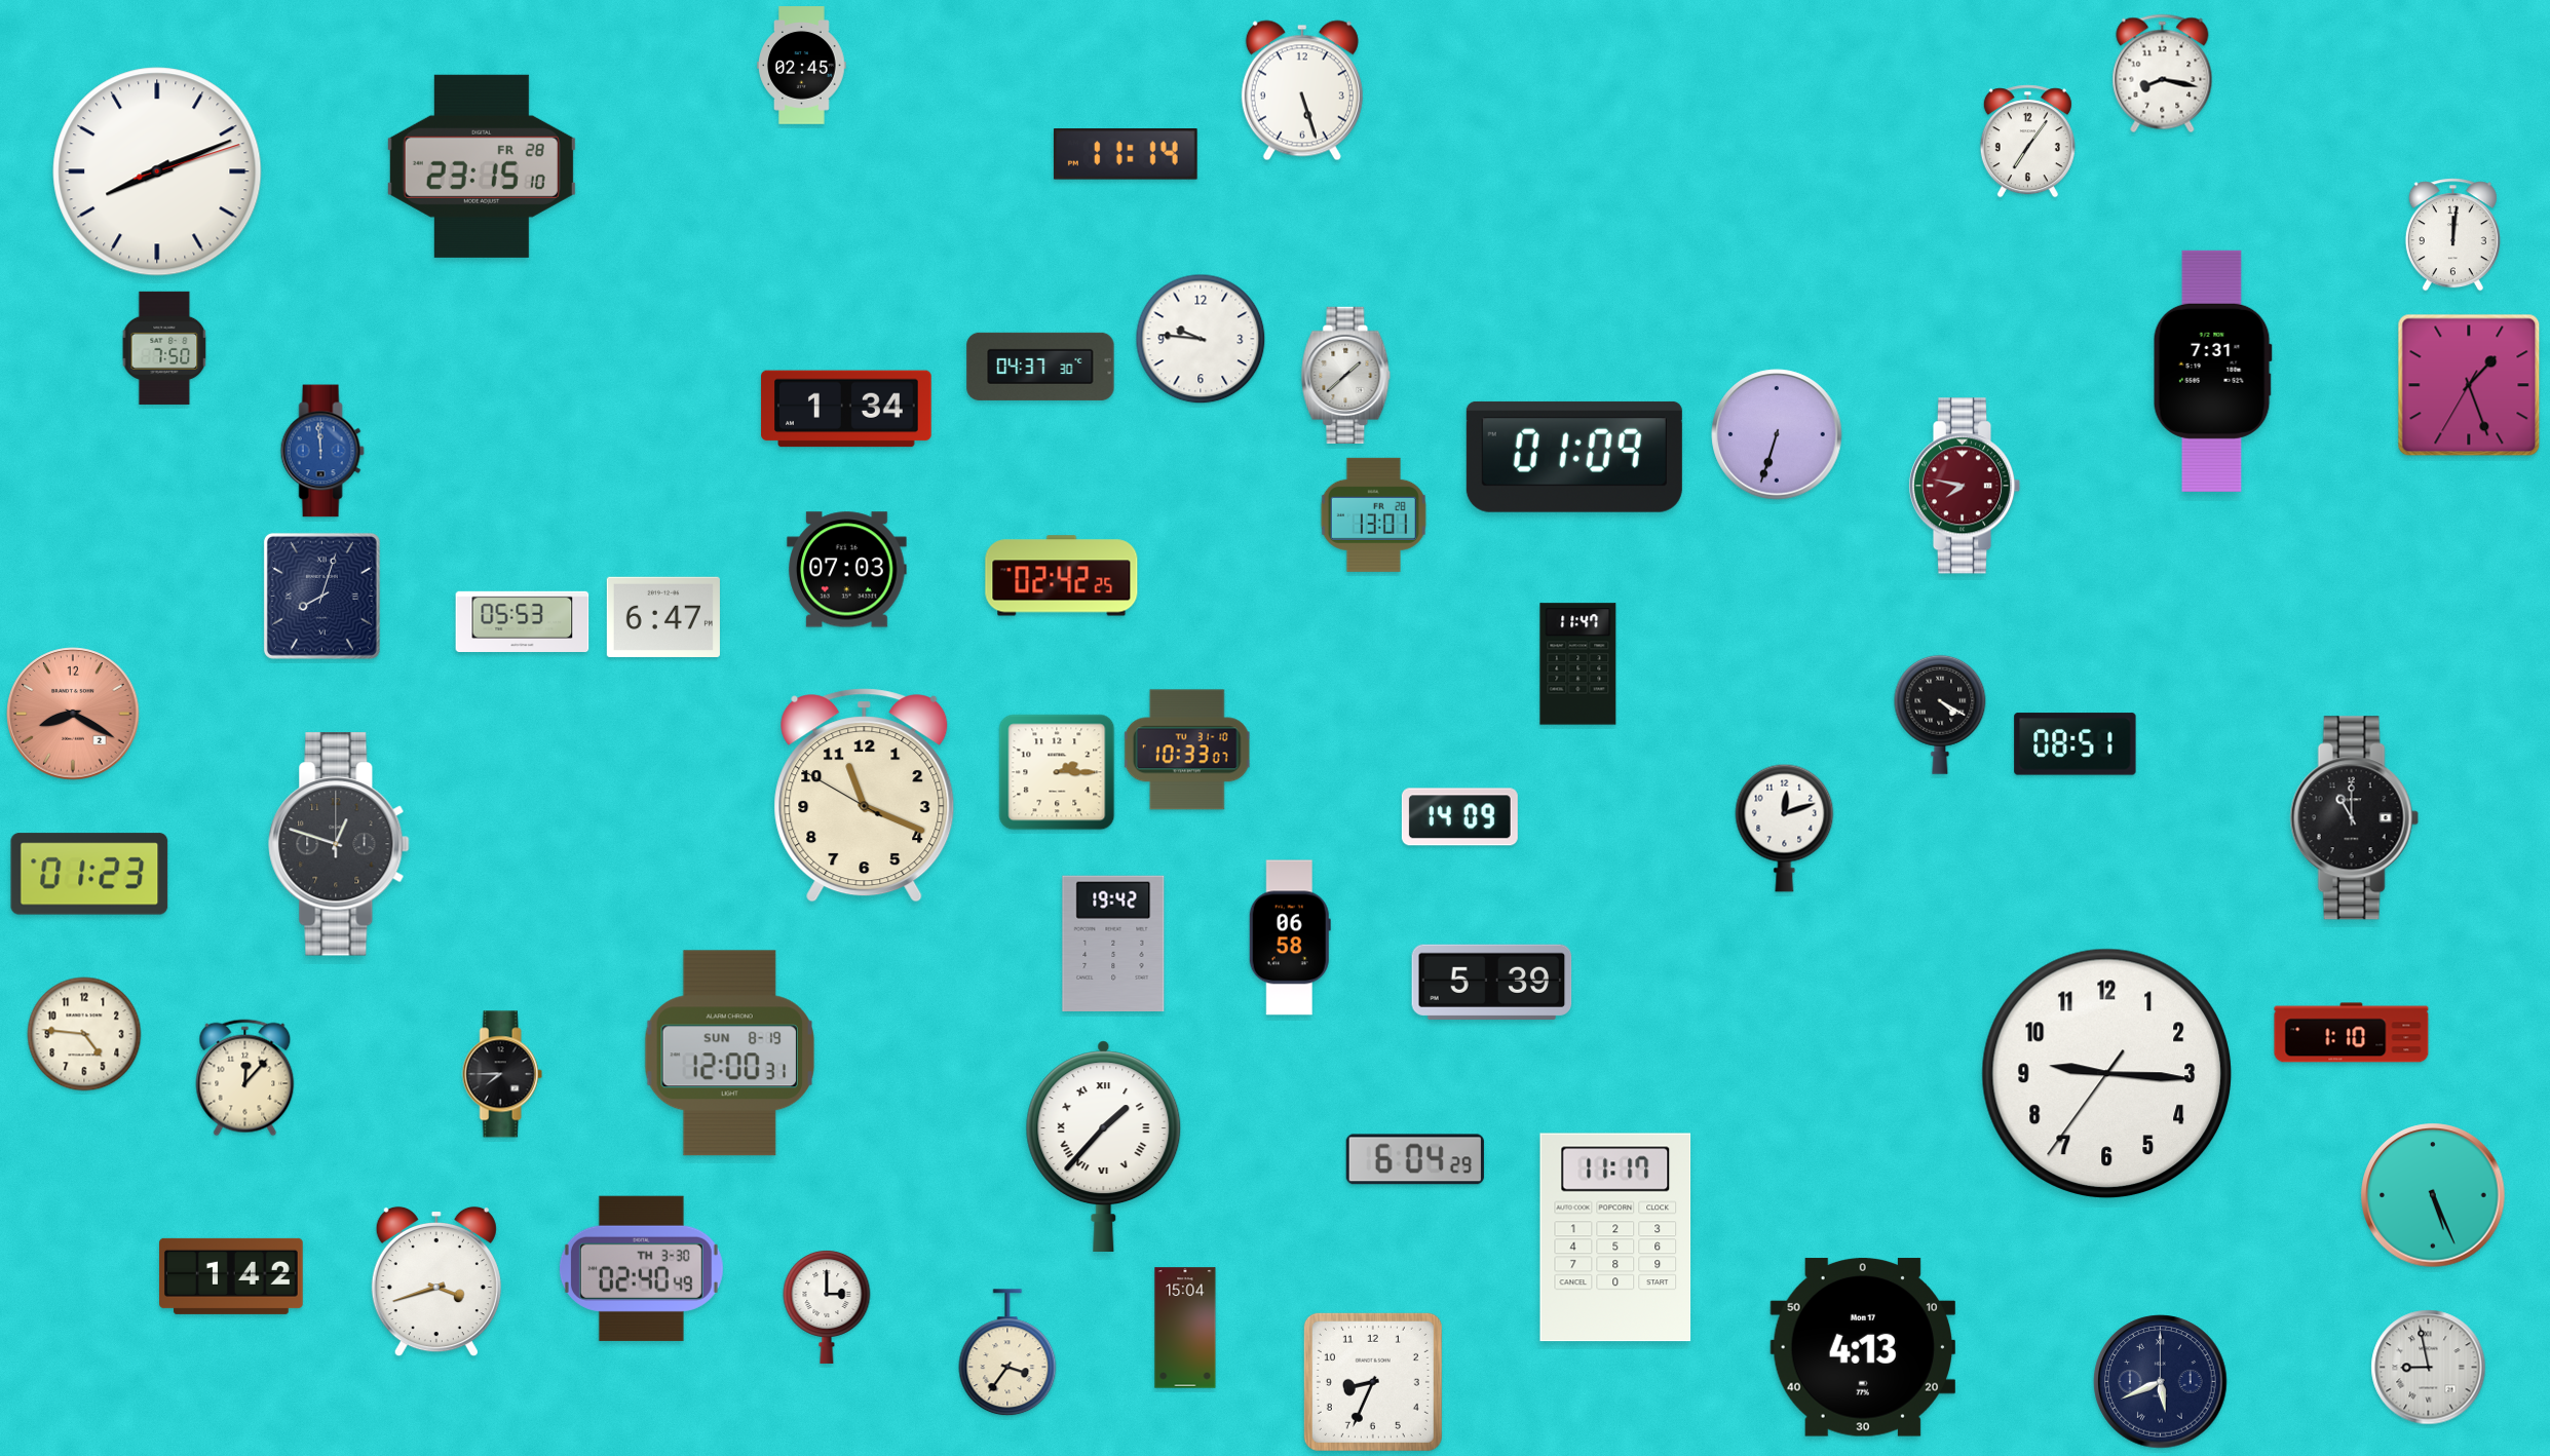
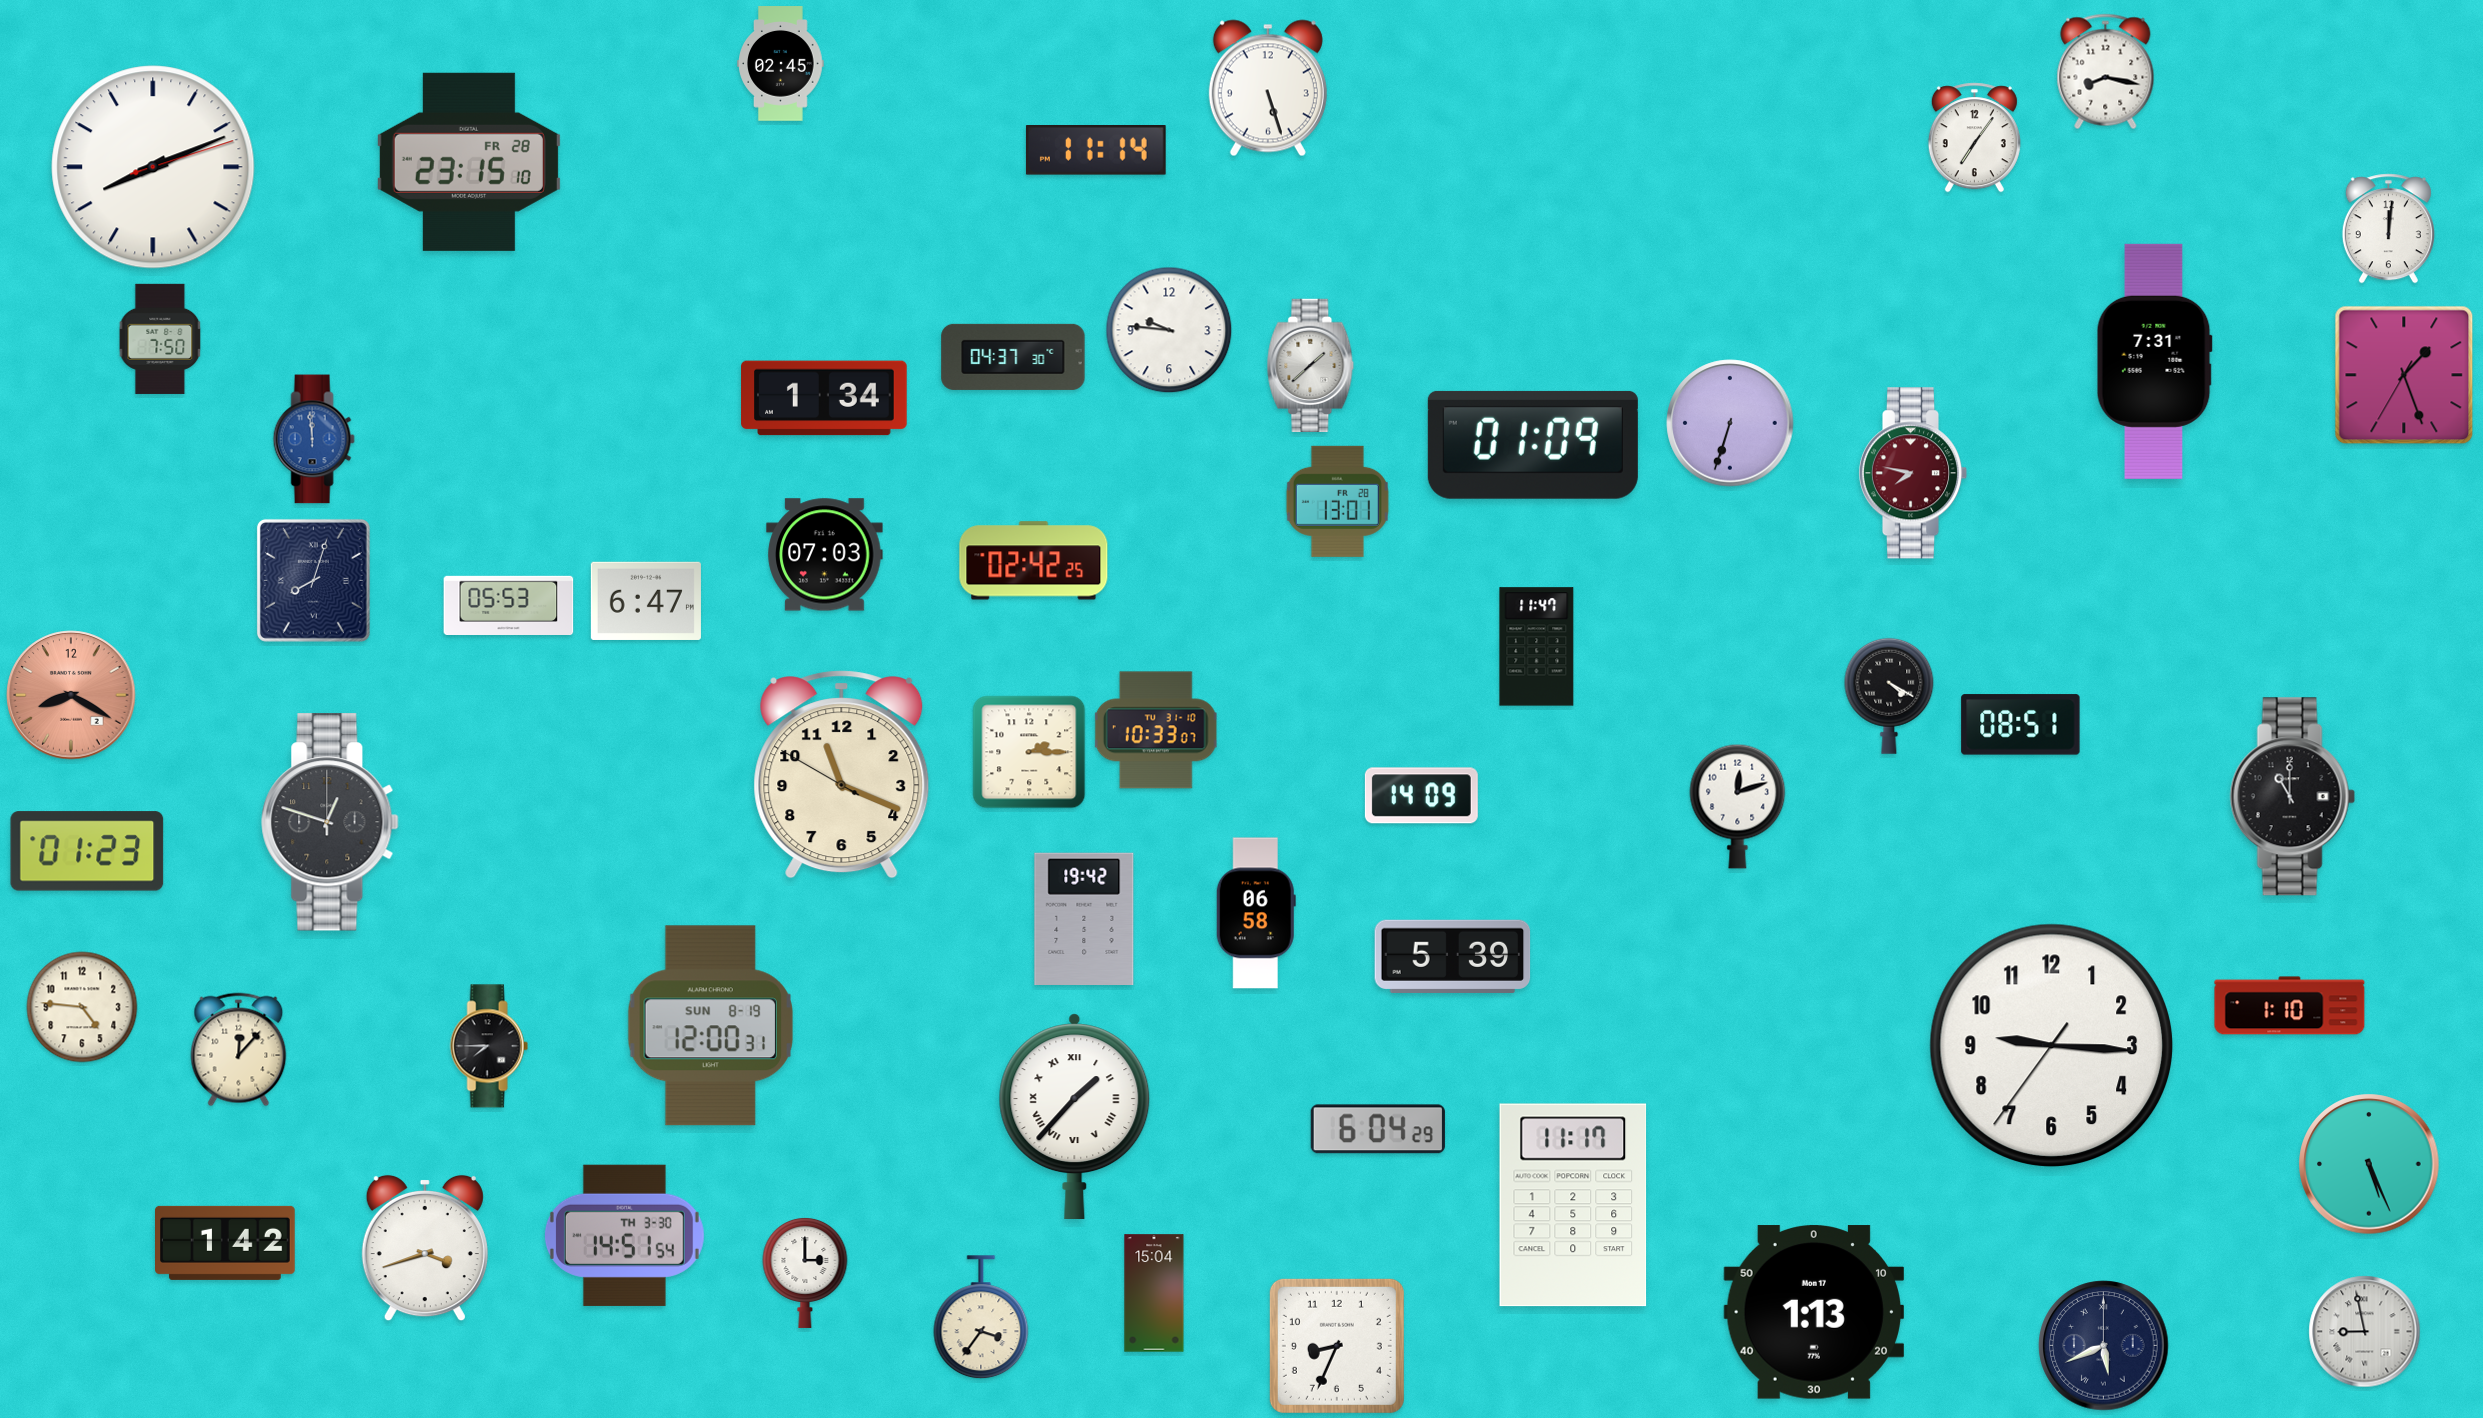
clock at (641, 1268): 02:40 -> 14:51
clock at (1862, 1347): 4:13 -> 1:13
